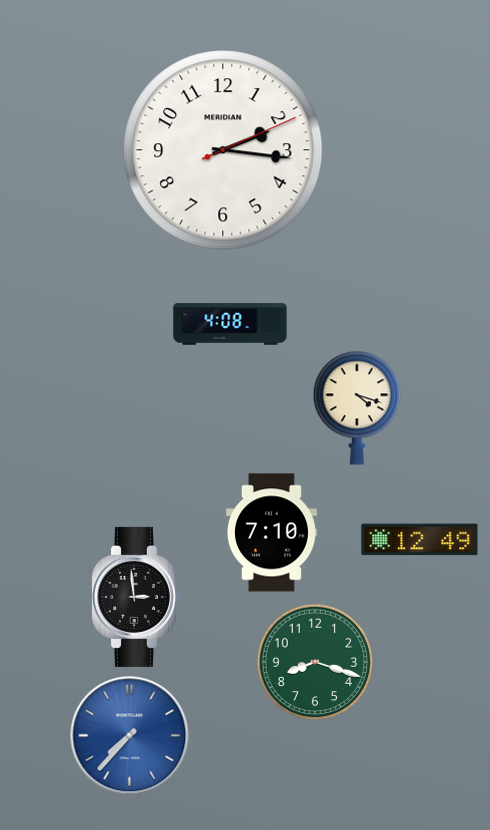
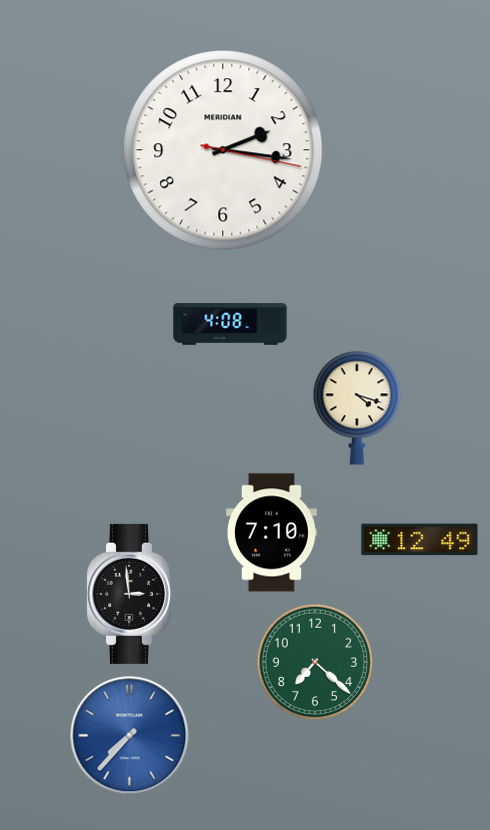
clock at (223, 150): 2:16:11 -> 2:16:17
clock at (135, 597) position: (135, 597) -> (130, 594)
clock at (315, 662): 8:18 -> 7:22
